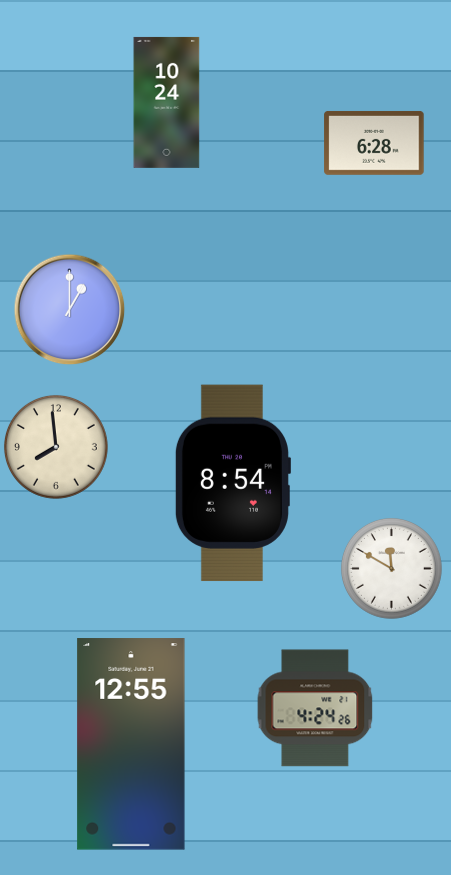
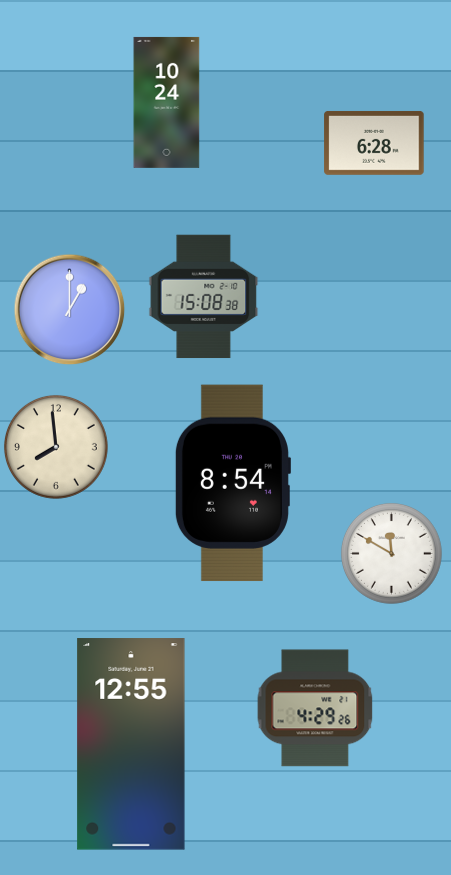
clock at (204, 297): none -> 15:08
clock at (391, 568) position: (391, 568) -> (391, 553)
clock at (315, 708): 4:24 -> 4:29
